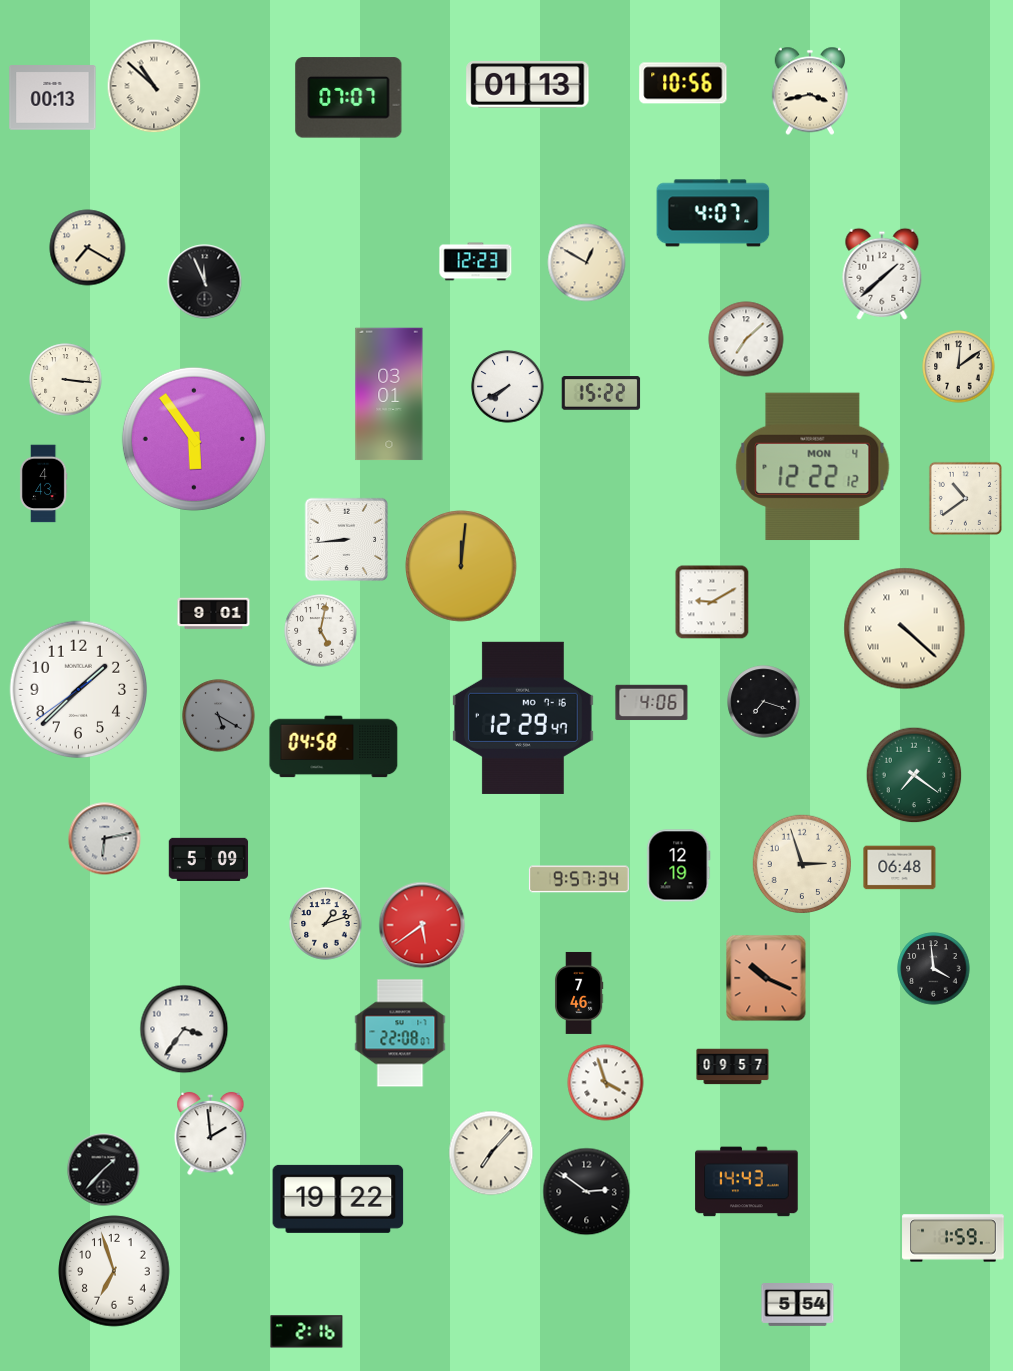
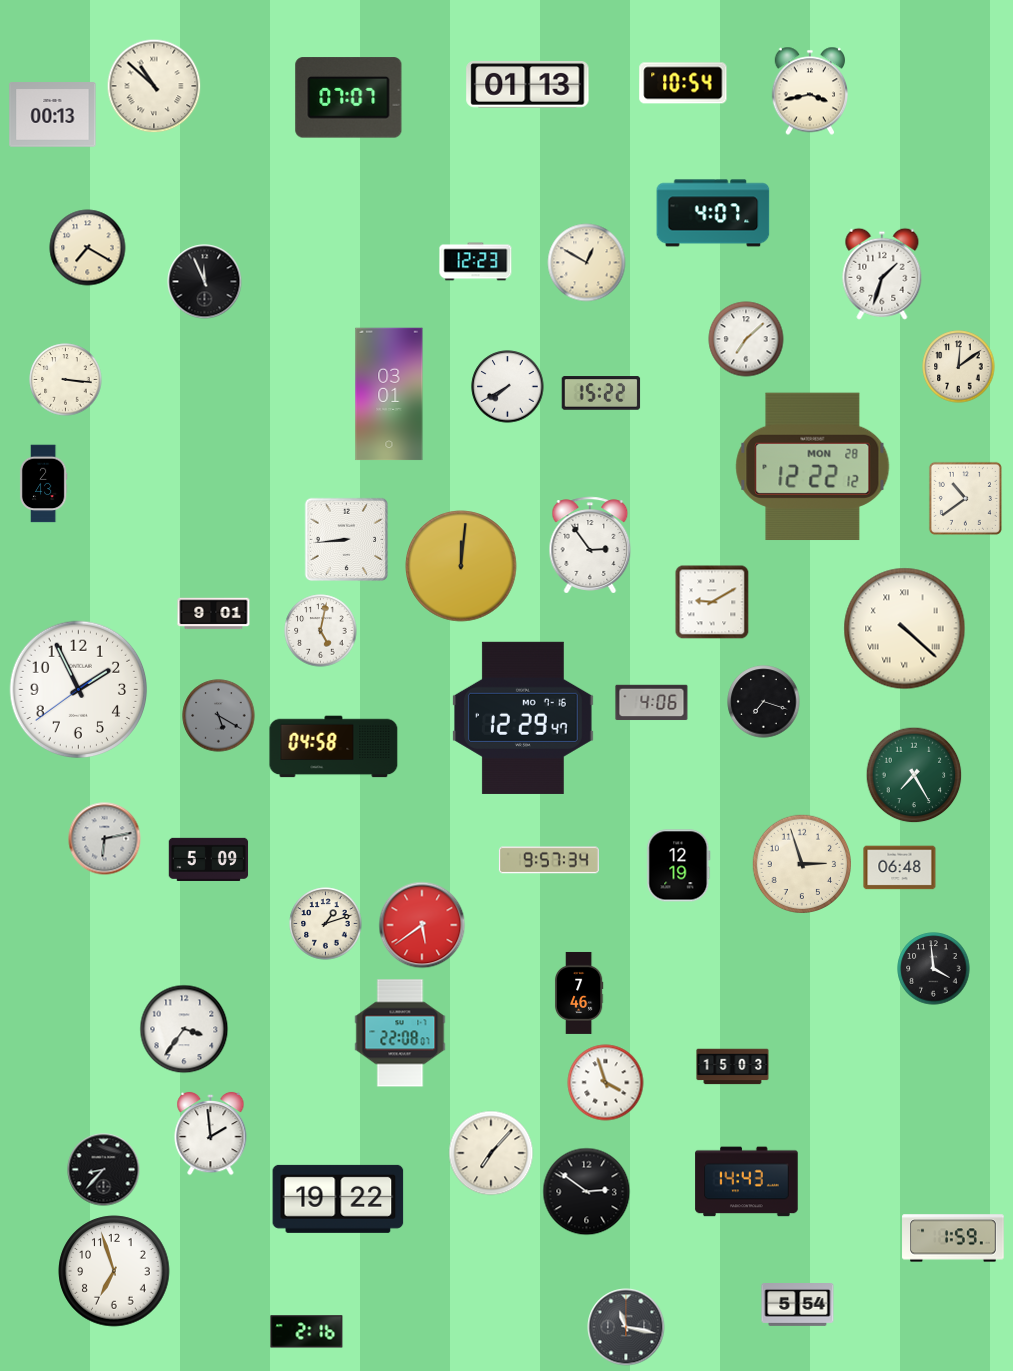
clock at (683, 83): 10:56 -> 10:54
clock at (53, 98) position: (53, 98) -> (53, 115)
clock at (882, 274): 1:38 -> 1:33
clock at (194, 439): 5:54 -> none
clock at (813, 467) date: MON 4 -> MON 28
clock at (43, 484): 4:43 -> 2:43
clock at (590, 545): none -> 2:54
clock at (79, 690): 1:37 -> 1:55
clock at (914, 775): 7:21 -> 7:25
clock at (579, 879) position: (579, 879) -> (549, 860)
clock at (766, 978): 10:19 -> none
clock at (733, 1067): 09:57 -> 15:03
clock at (104, 1170): 1:37 -> 8:37
clock at (626, 1327): none -> 11:17
